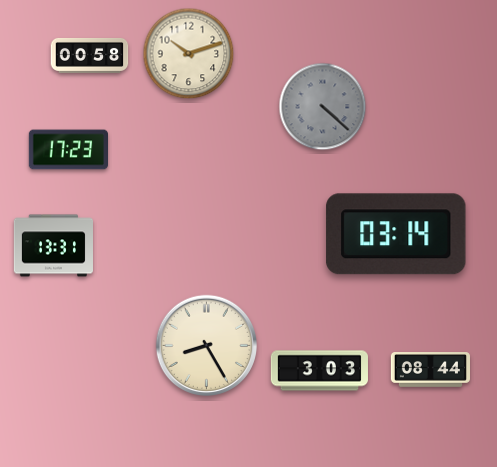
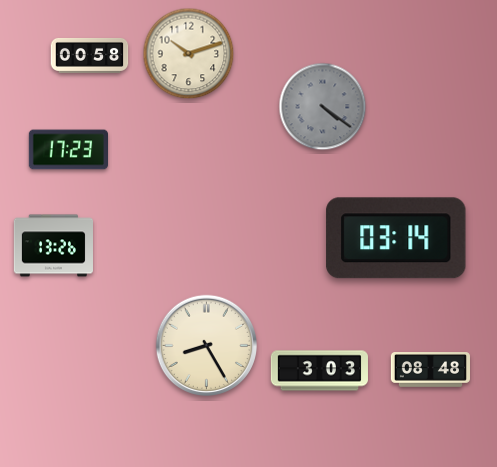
clock at (323, 107): 4:22 -> 4:21
clock at (396, 234) position: (396, 234) -> (396, 238)
clock at (53, 246): 13:31 -> 13:26
clock at (430, 370): 08:44 -> 08:48
